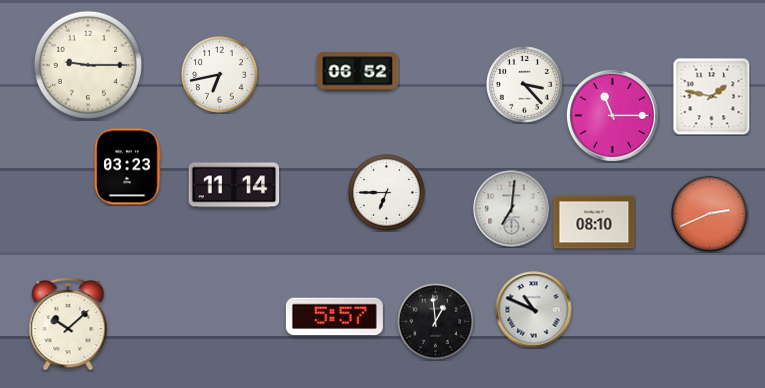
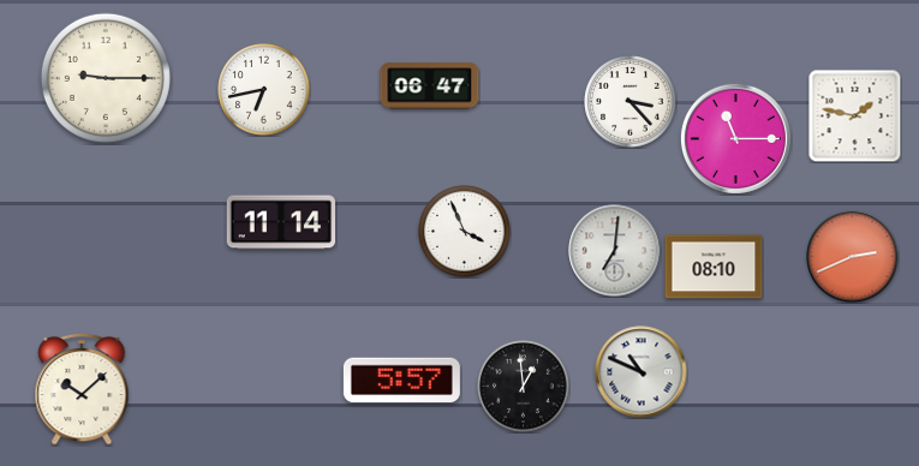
clock at (358, 72): 06:52 -> 06:47
clock at (127, 167): 03:23 -> none
clock at (387, 193): 6:45 -> 3:56
